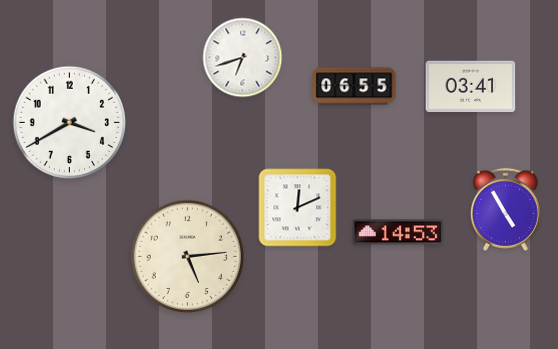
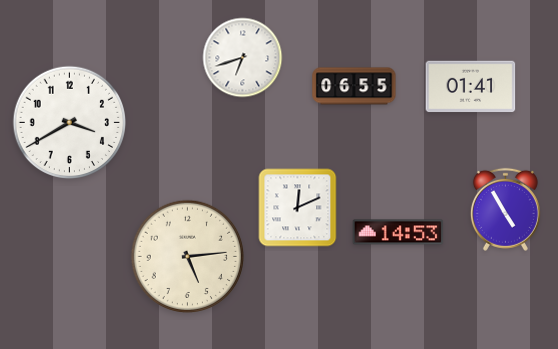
clock at (471, 87): 03:41 -> 01:41
